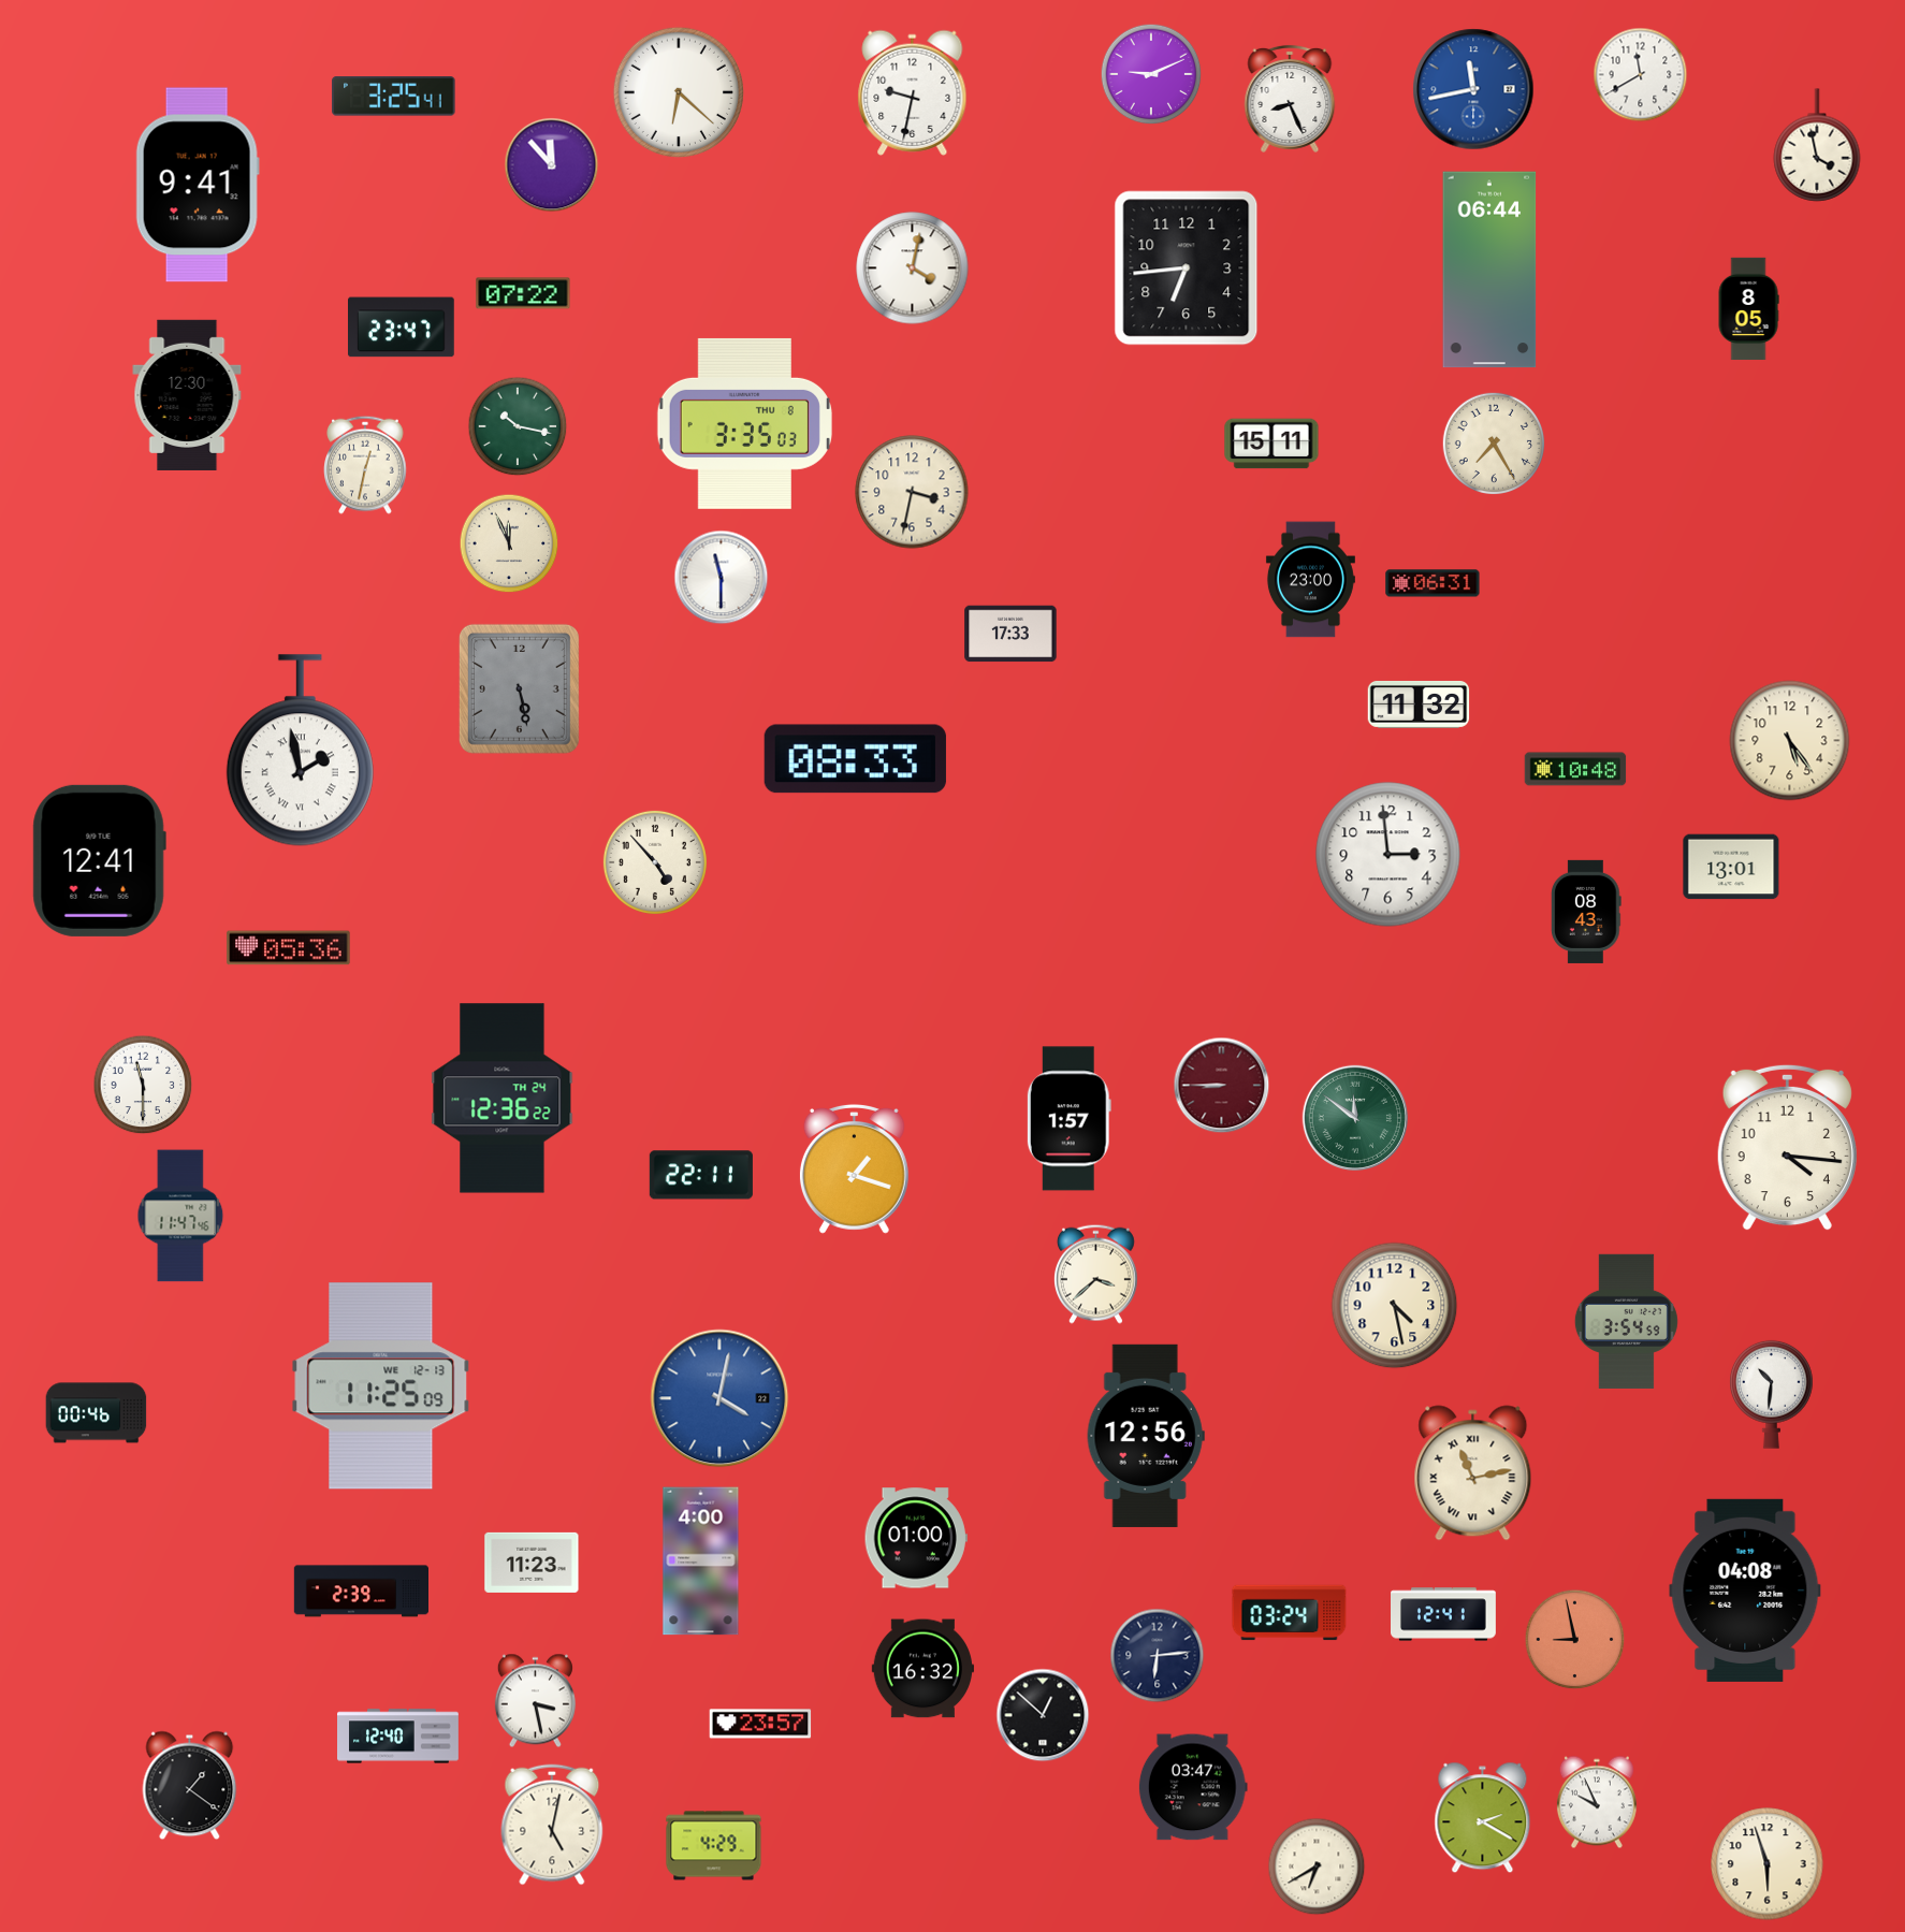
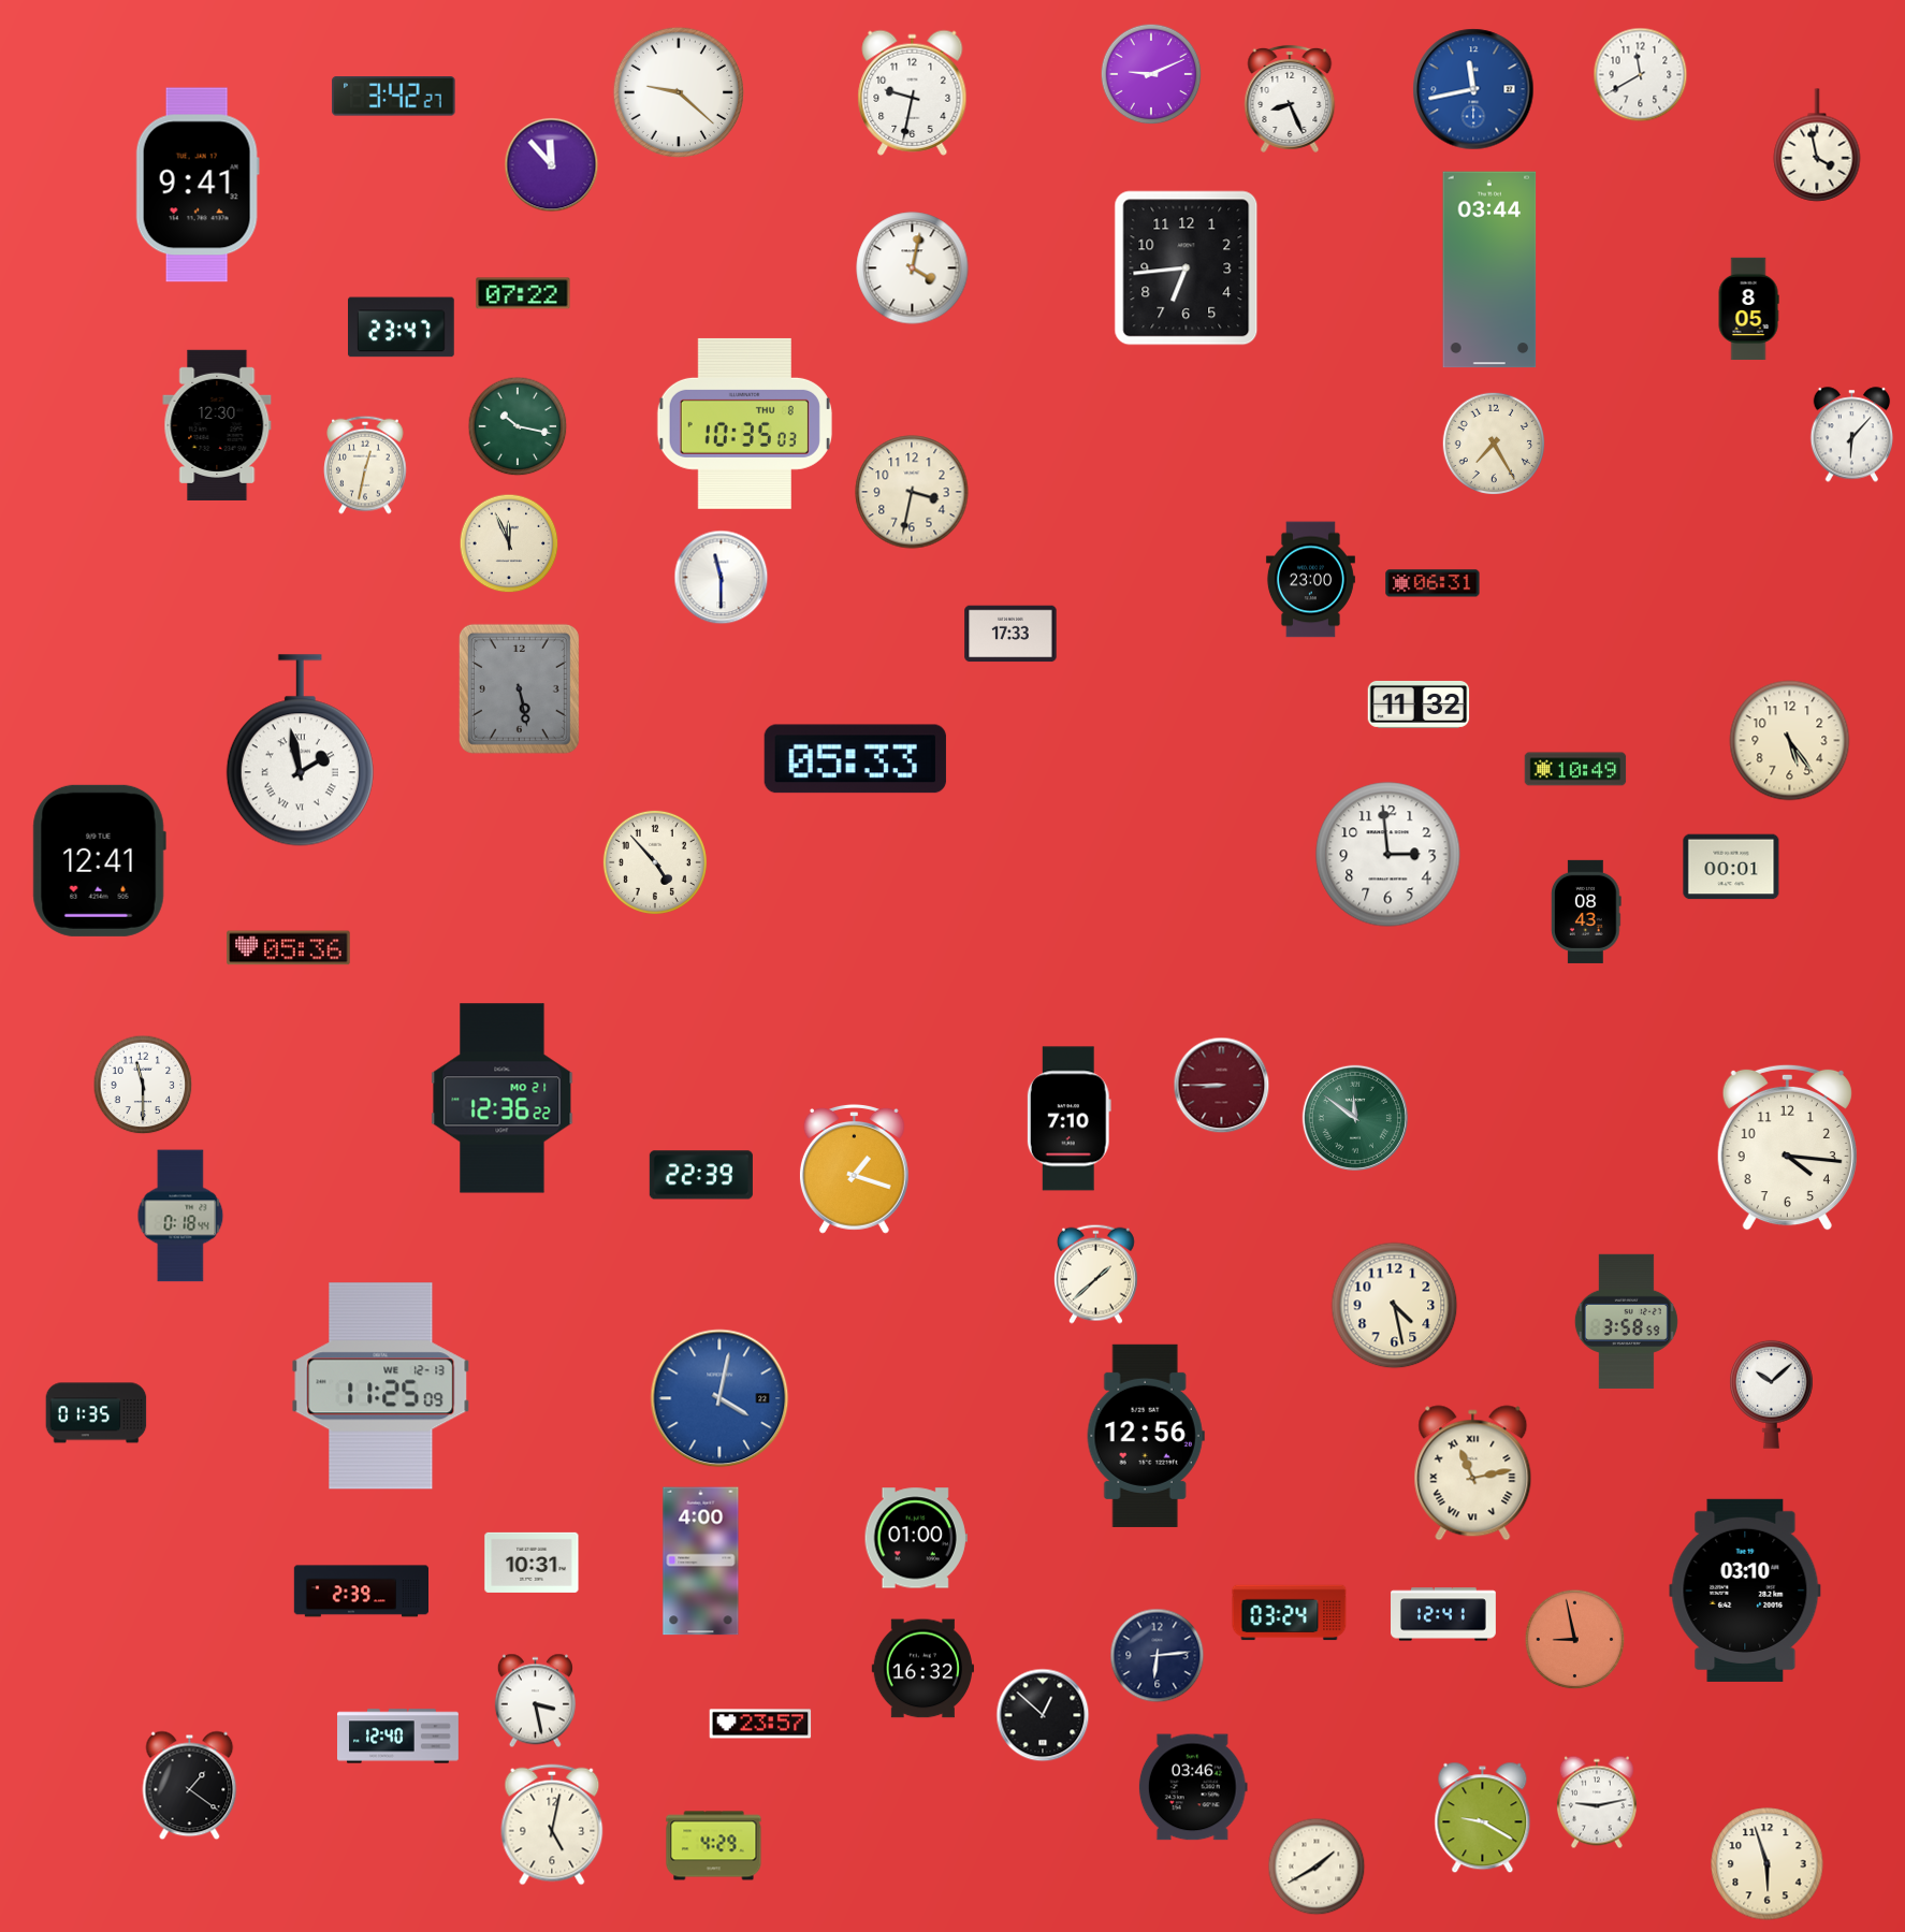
clock at (679, 92): 6:22 -> 9:22
clock at (394, 97): 3:25 -> 3:42
clock at (1489, 270): 06:44 -> 03:44
clock at (187, 395) position: (187, 395) -> (217, 425)
clock at (744, 423): 3:35 -> 10:35
clock at (1852, 435): none -> 6:07
clock at (1271, 444): 15:11 -> none
clock at (855, 759): 08:33 -> 05:33
clock at (1575, 769): 10:48 -> 10:49
clock at (1731, 867): 13:01 -> 00:01
clock at (503, 1099) date: TH 24 -> MO 21
clock at (1068, 1119): 1:57 -> 7:10
clock at (701, 1175): 22:11 -> 22:39
clock at (180, 1216): 11:47 -> 0:18
clock at (1095, 1274): 3:38 -> 1:38
clock at (1626, 1321): 3:54 -> 3:58
clock at (1772, 1394): 10:31 -> 10:08
clock at (97, 1413): 00:46 -> 01:35
clock at (532, 1563): 11:23 -> 10:31
clock at (1745, 1590): 04:08 -> 03:10
clock at (1193, 1787): 03:47 -> 03:46
clock at (1597, 1802): 9:56 -> 9:13
clock at (1483, 1818): 2:20 -> 9:20
clock at (1317, 1866): 6:40 -> 1:40
